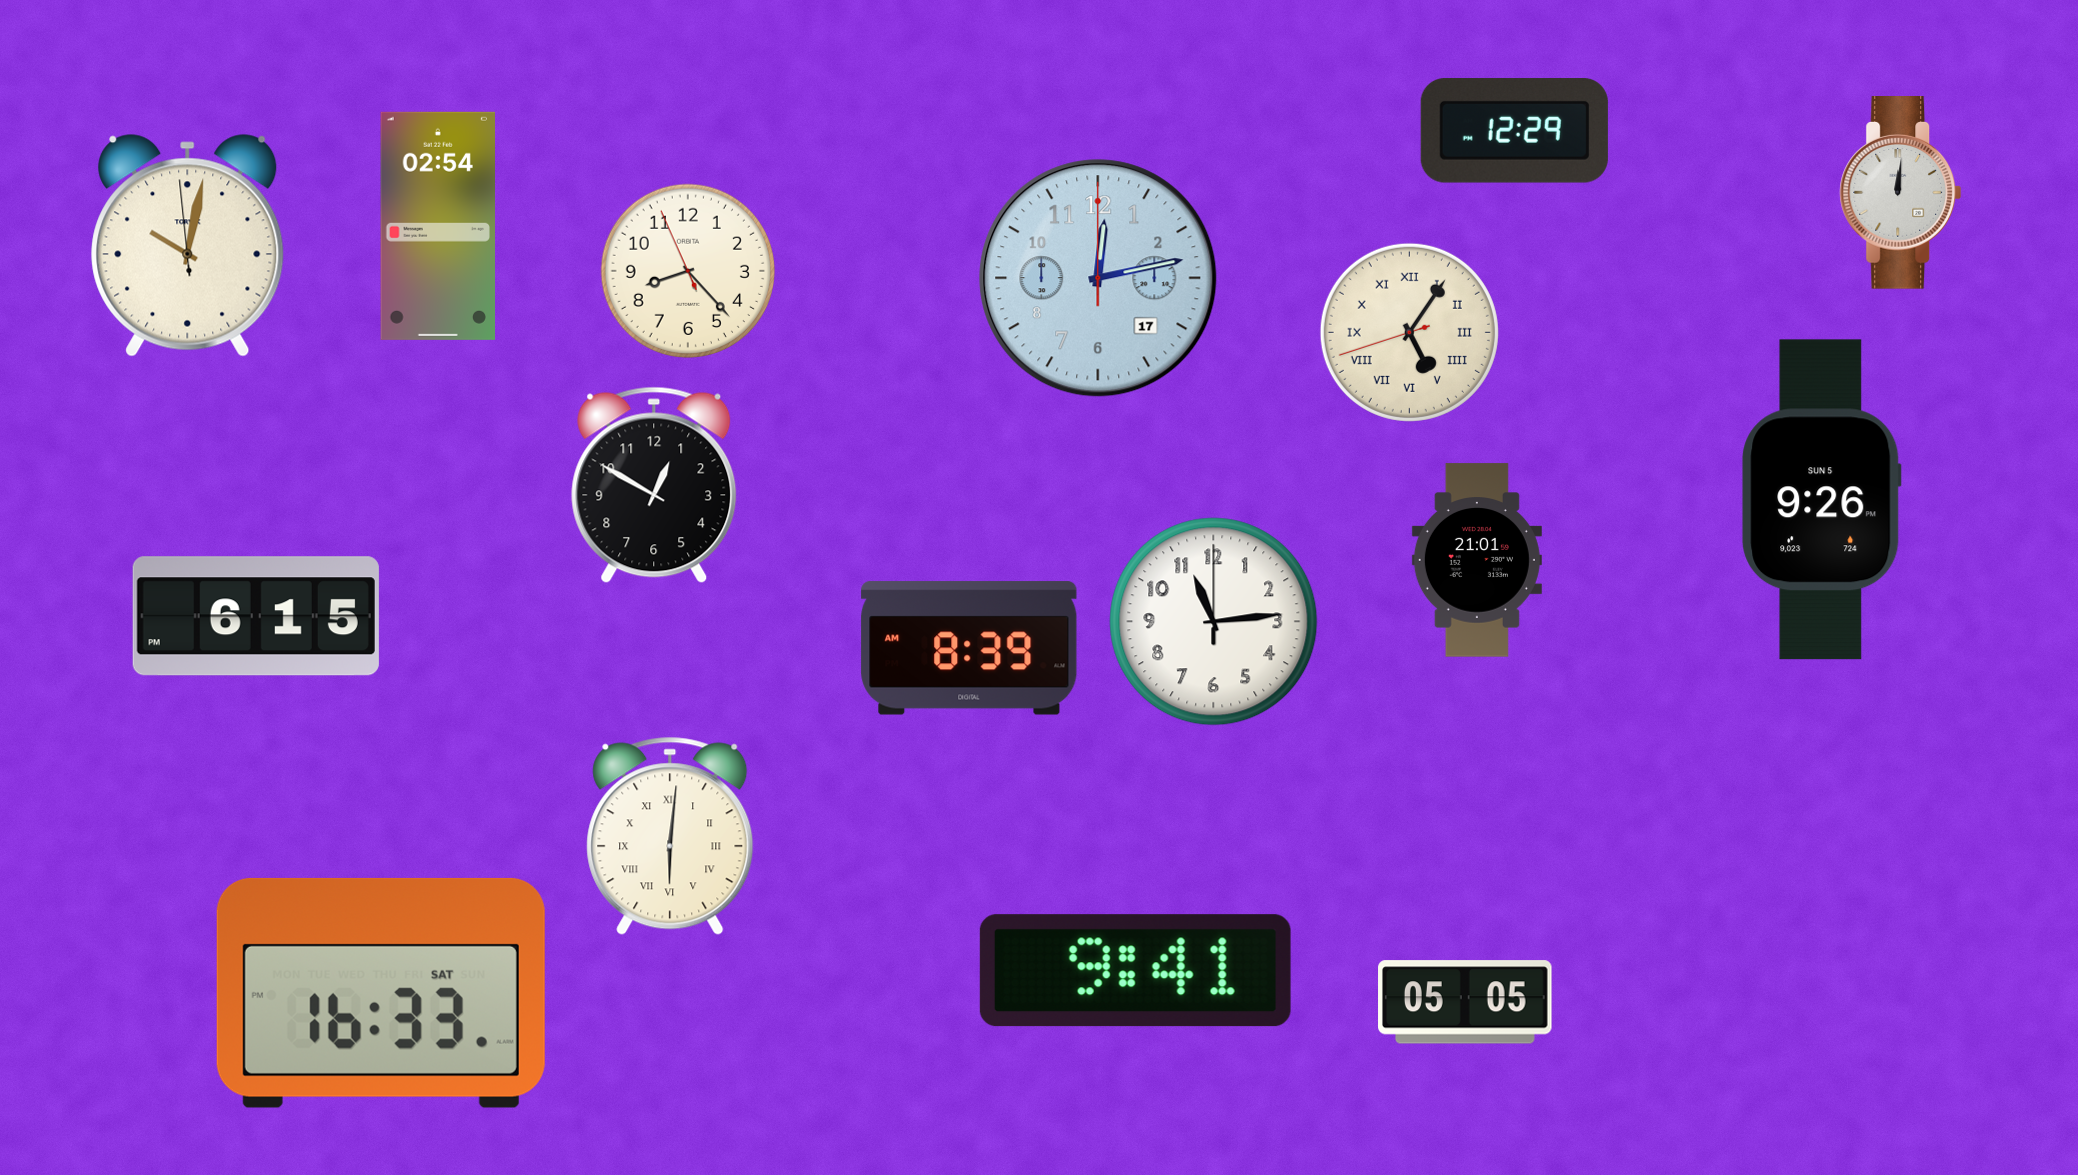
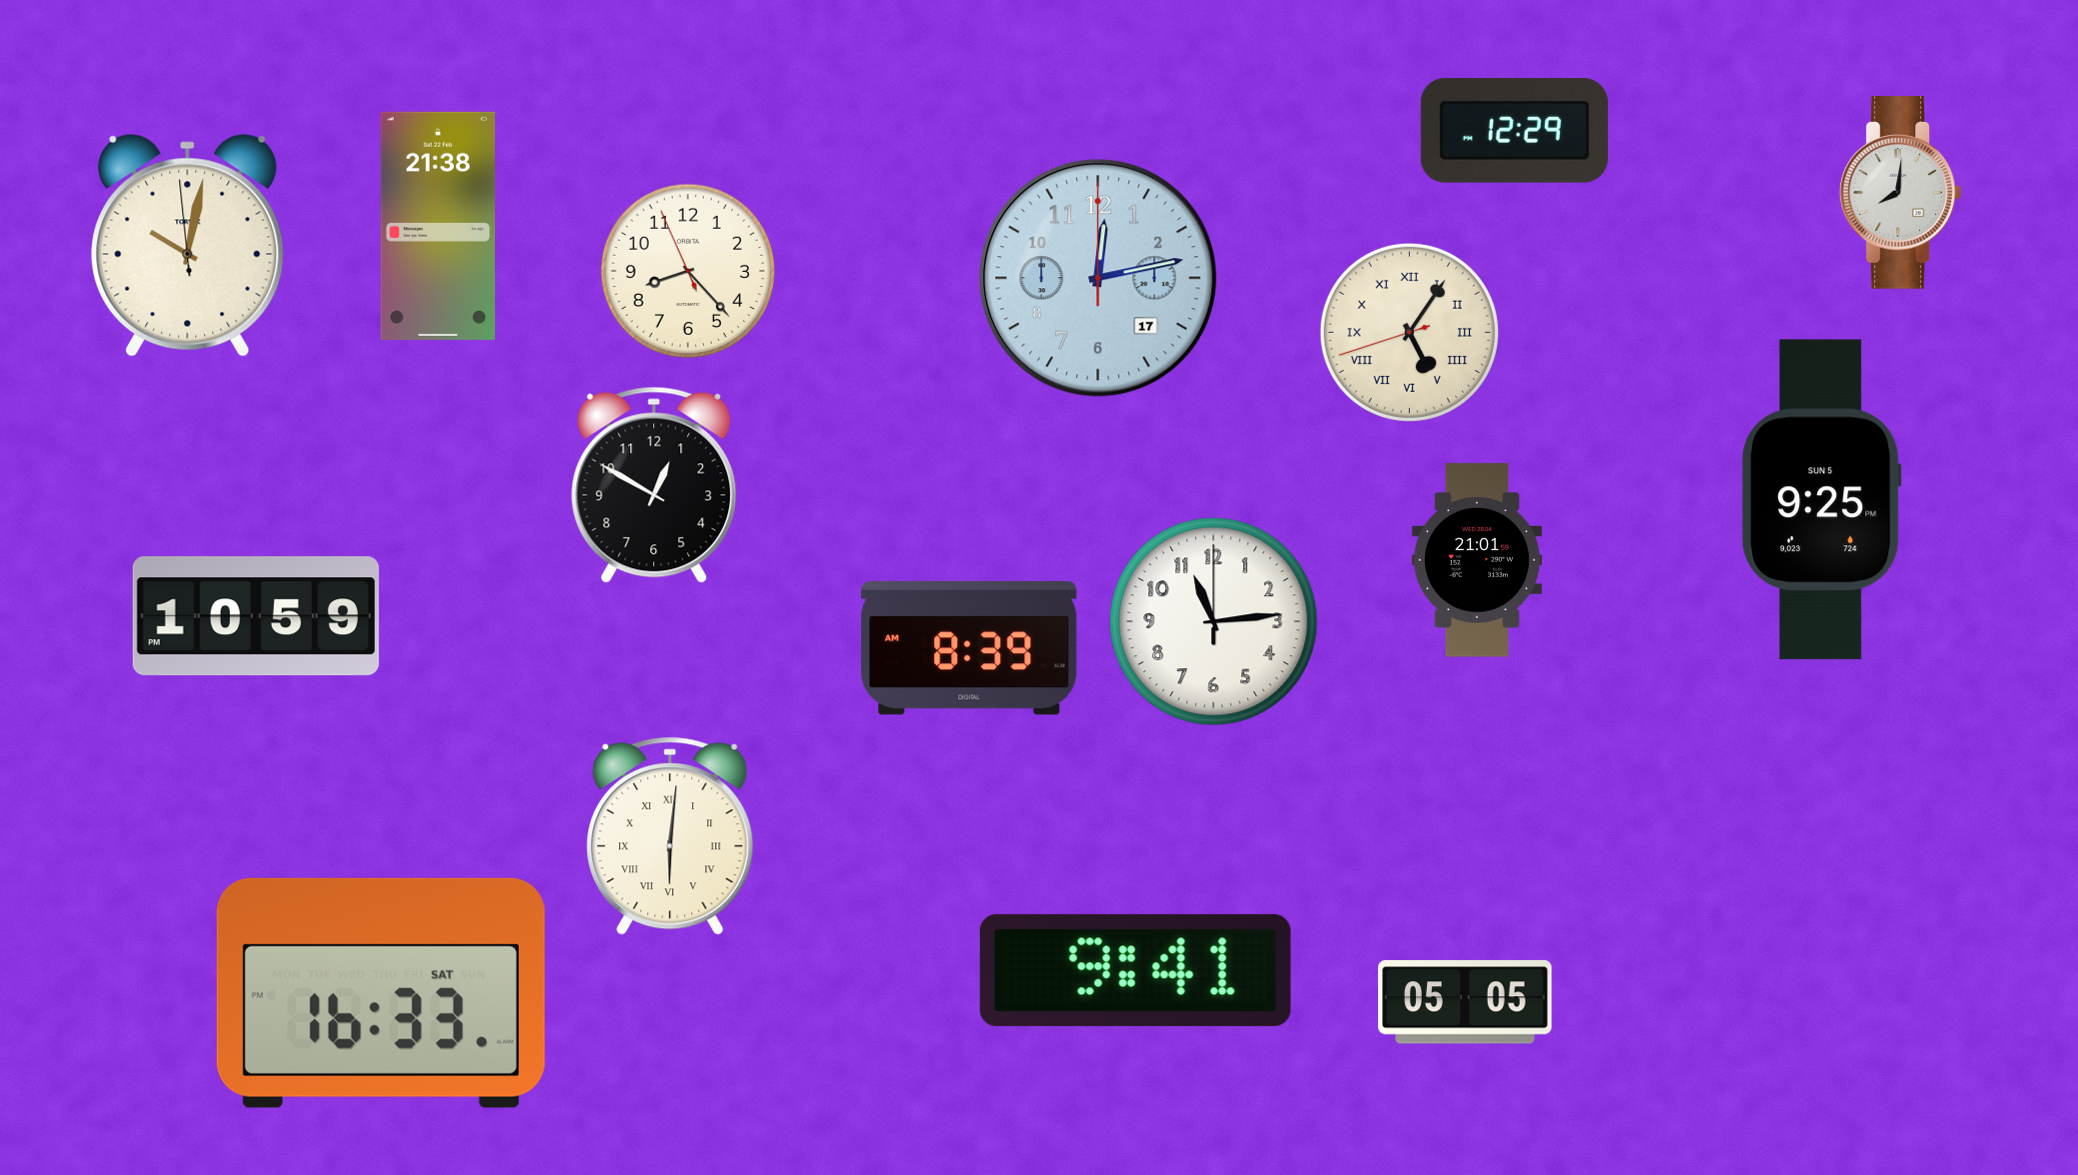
clock at (1901, 193): 12:01 -> 8:01
clock at (438, 226): 02:54 -> 21:38
clock at (1822, 500): 9:26 -> 9:25
clock at (256, 616): 6:15 -> 10:59
